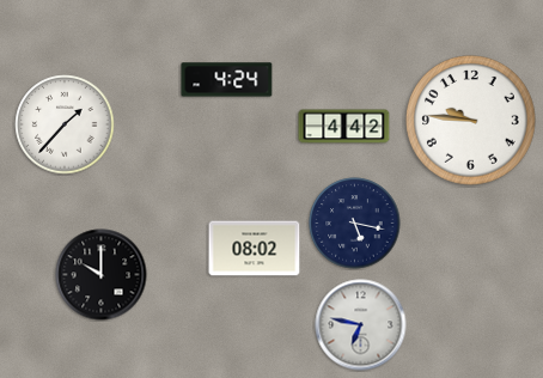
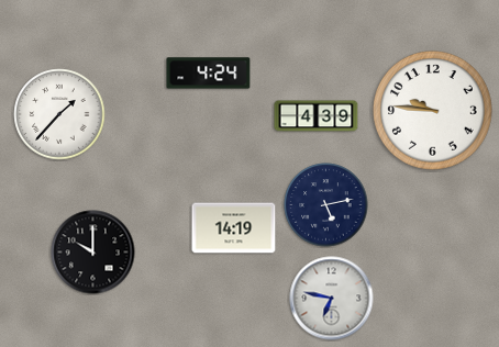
clock at (344, 127): 4:42 -> 4:39
clock at (355, 224): 5:17 -> 5:13
clock at (255, 249): 08:02 -> 14:19
